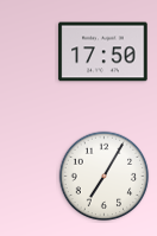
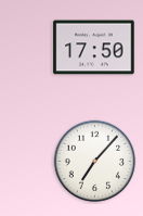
clock at (105, 177): 7:05 -> 7:07
